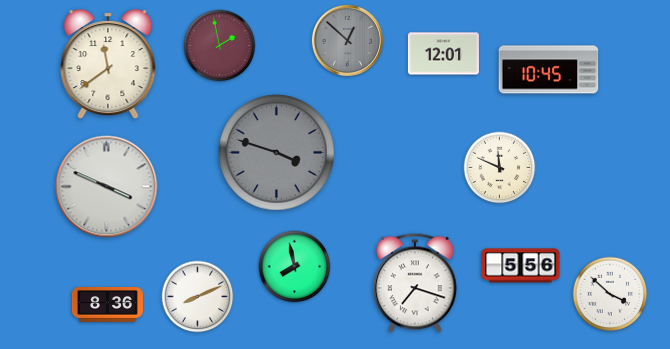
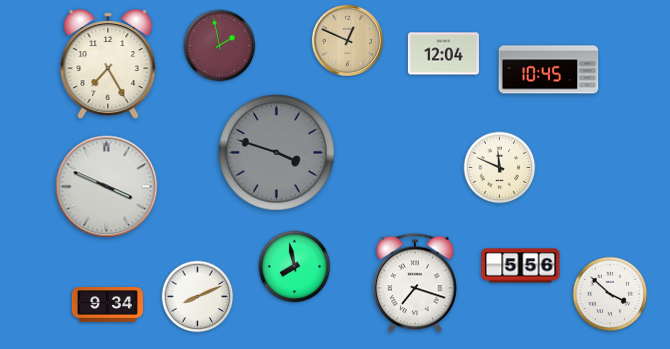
clock at (347, 40): 12:52 -> 12:49
clock at (347, 40) dial: grey -> champagne
clock at (443, 54): 12:01 -> 12:04
clock at (108, 65): 11:39 -> 7:25
clock at (107, 305): 8:36 -> 9:34
